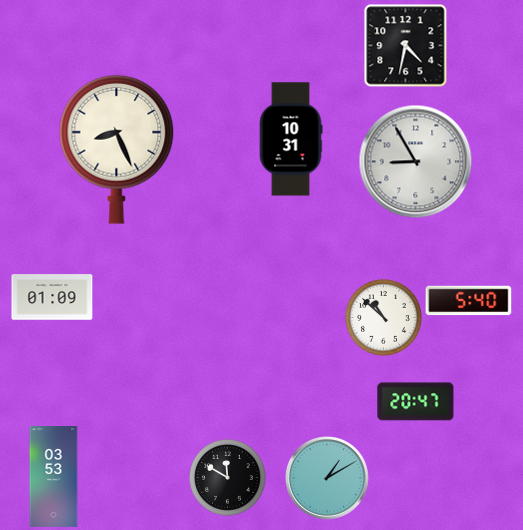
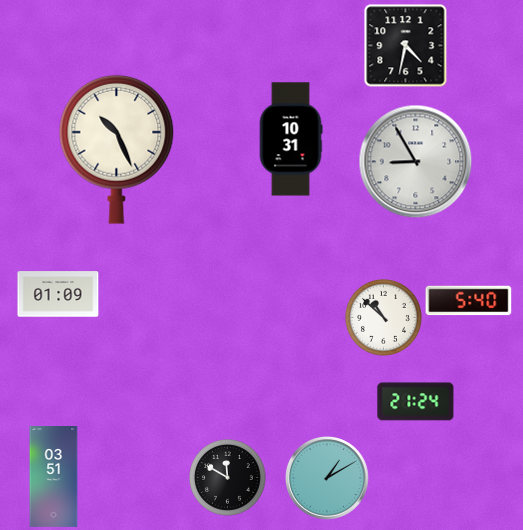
clock at (117, 149): 8:26 -> 10:26
clock at (52, 297) position: (52, 297) -> (58, 294)
clock at (416, 402): 20:47 -> 21:24
clock at (54, 477): 03:53 -> 03:51
